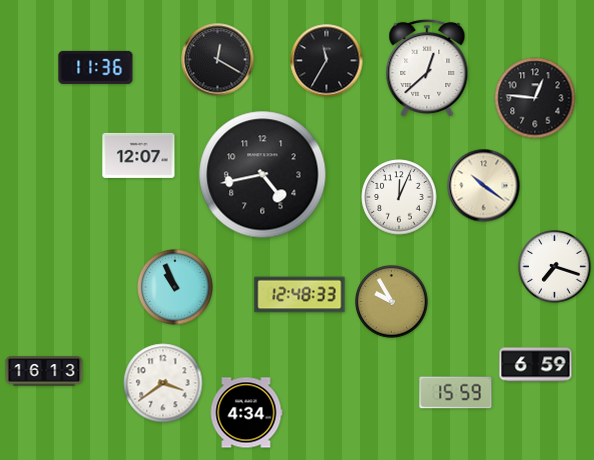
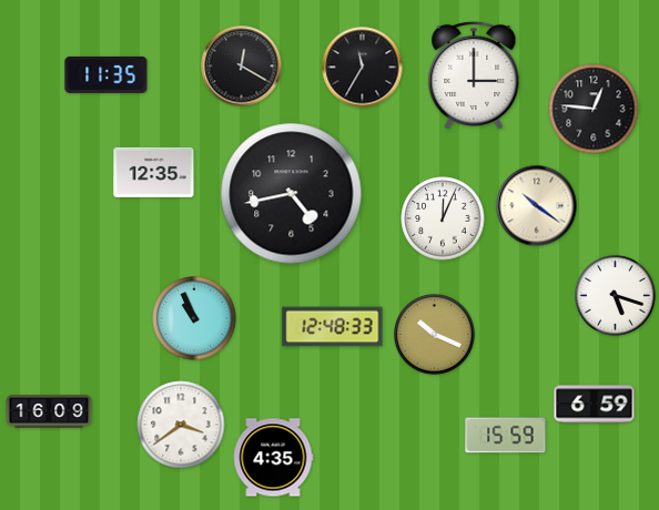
clock at (96, 67): 11:36 -> 11:35
clock at (427, 67): 12:38 -> 3:00
clock at (139, 155): 12:07 -> 12:35
clock at (555, 267): 7:18 -> 5:18
clock at (392, 302): 9:55 -> 10:19
clock at (44, 371): 16:13 -> 16:09
clock at (246, 413): 4:34 -> 4:35
